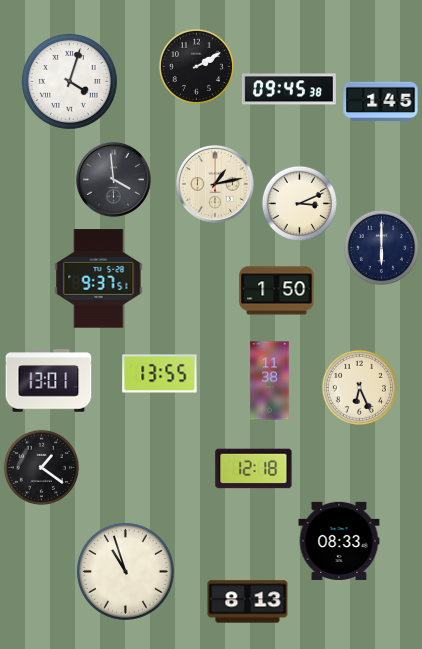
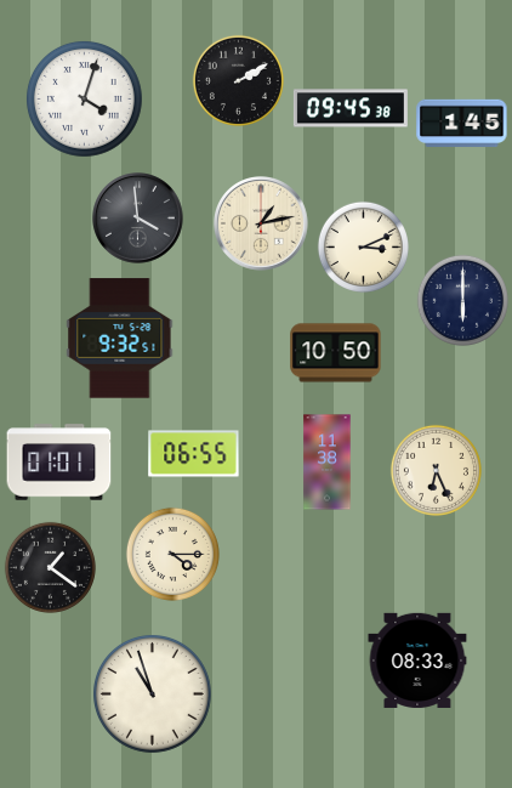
clock at (99, 279): 9:37 -> 9:32
clock at (277, 291): 1:50 -> 10:50
clock at (160, 374): 13:55 -> 06:55
clock at (49, 381): 13:01 -> 01:01
clock at (172, 554): none -> 4:15
clock at (254, 469): 12:18 -> none
clock at (339, 541) position: (339, 541) -> (417, 661)
clock at (248, 602): 8:13 -> none
